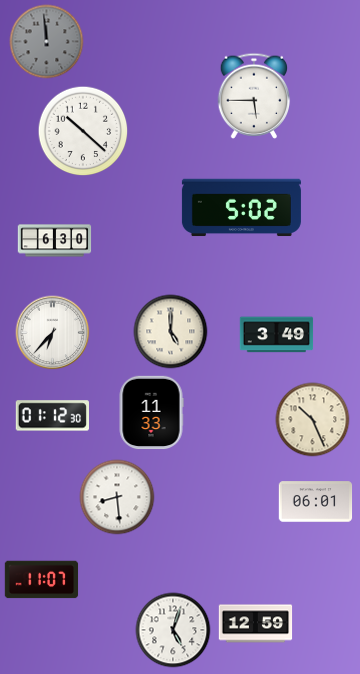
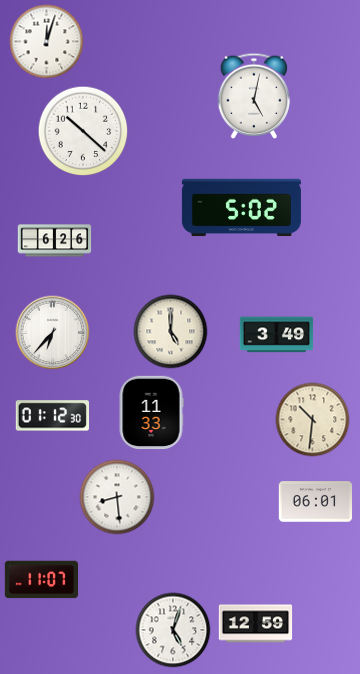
clock at (47, 42): 11:59 -> 12:03
clock at (47, 42) dial: grey -> white
clock at (254, 96): 5:45 -> 5:02
clock at (55, 241): 6:30 -> 6:26
clock at (313, 420): 10:26 -> 10:31
